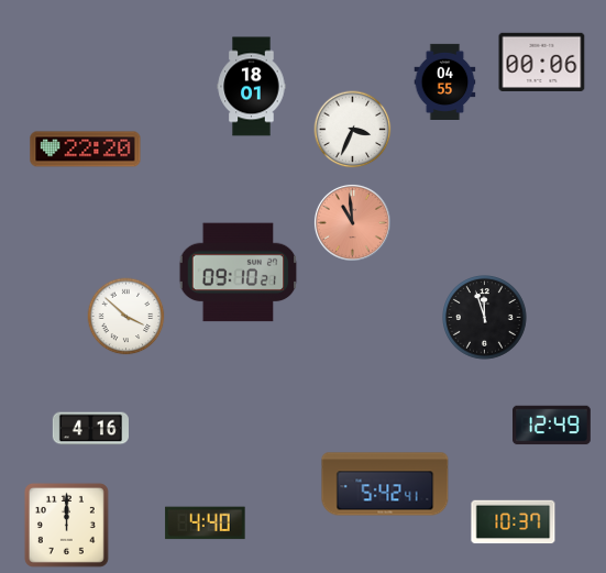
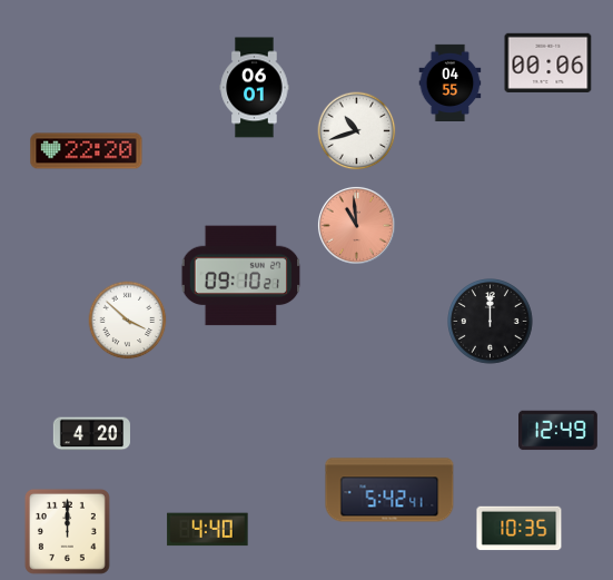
clock at (252, 87): 18:01 -> 06:01
clock at (353, 130): 3:34 -> 10:42
clock at (485, 318): 11:57 -> 12:00
clock at (90, 429): 4:16 -> 4:20
clock at (514, 522): 10:37 -> 10:35
